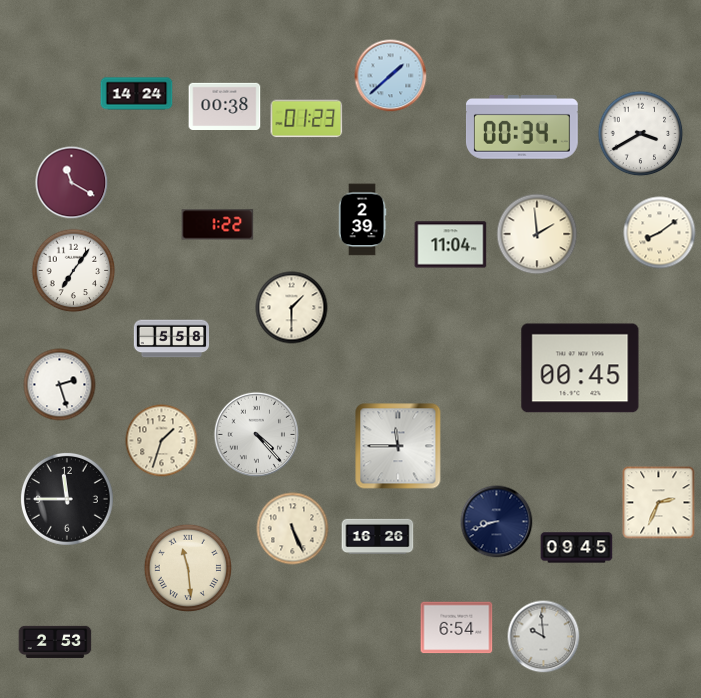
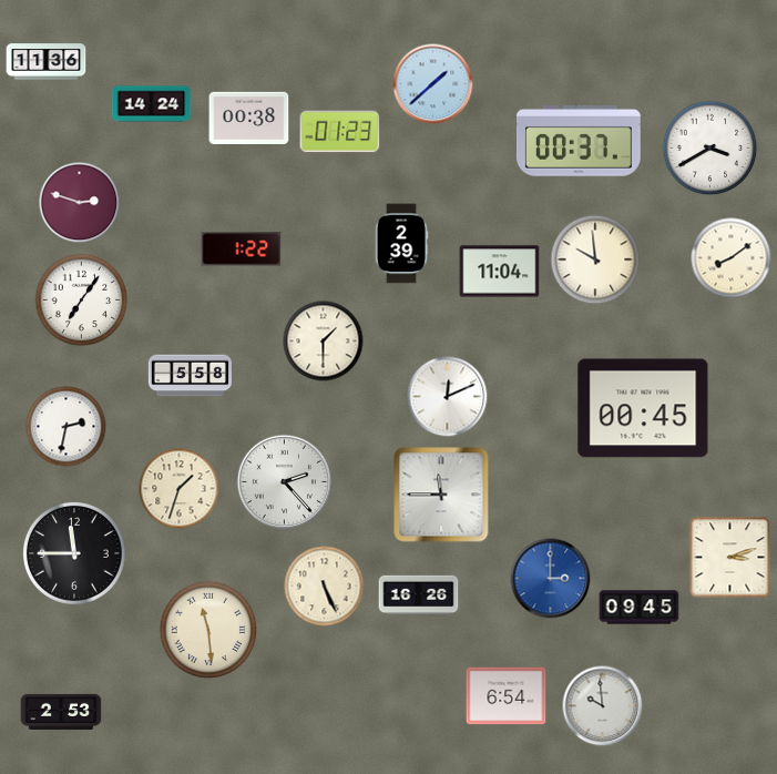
clock at (47, 62): none -> 11:36
clock at (522, 128): 00:34 -> 00:37
clock at (72, 183): 11:20 -> 2:48
clock at (537, 234): 1:59 -> 9:59
clock at (448, 397): none -> 12:11
clock at (60, 385): 2:27 -> 2:32
clock at (257, 435): 4:23 -> 2:23
clock at (659, 503): 2:34 -> 3:12
clock at (497, 522): 8:42 -> 3:00
clock at (497, 522) dial: navy -> blue
